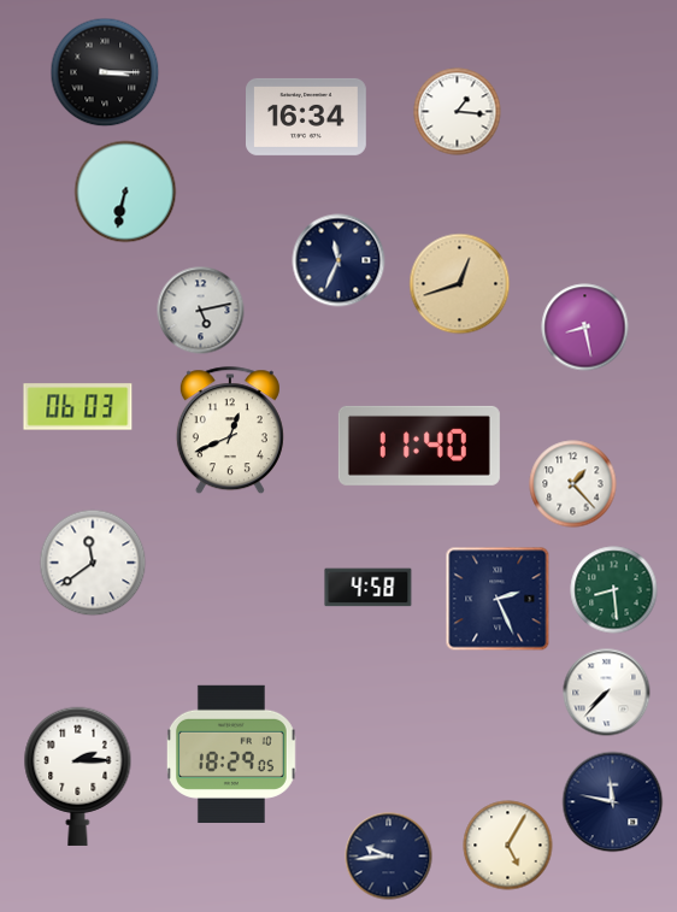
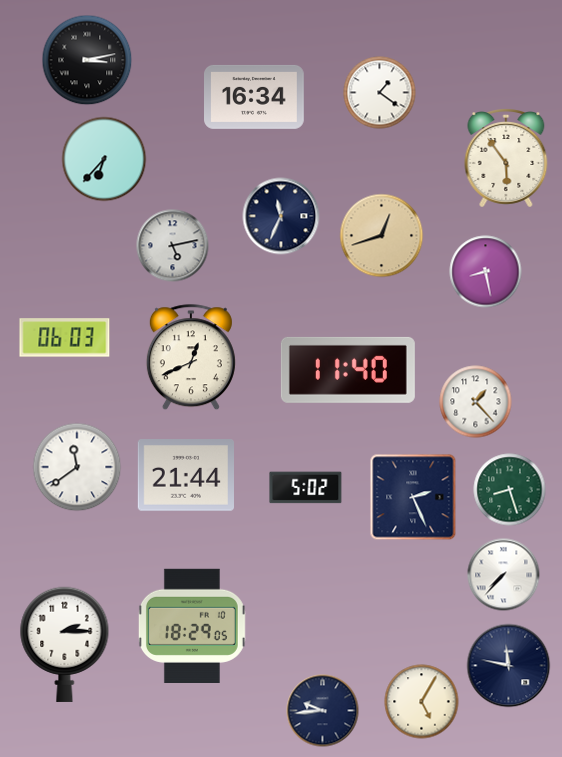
clock at (105, 72): 3:15 -> 3:13
clock at (458, 112): 1:16 -> 1:21
clock at (125, 192): 6:32 -> 6:37
clock at (506, 159): none -> 5:54
clock at (201, 311) position: (201, 311) -> (173, 246)
clock at (185, 475): none -> 21:44
clock at (369, 588): 4:58 -> 5:02
clock at (614, 590): 8:29 -> 8:27
